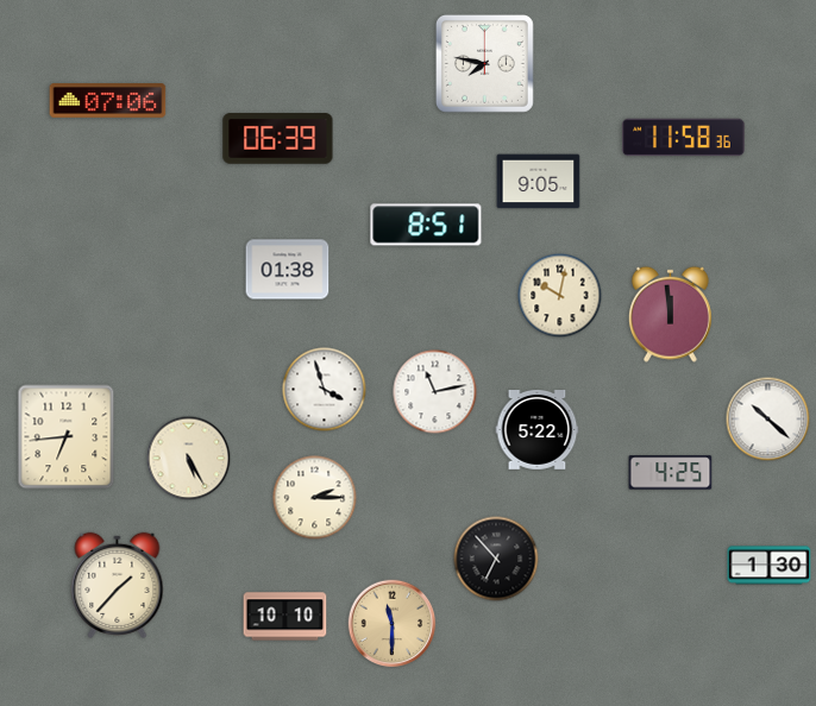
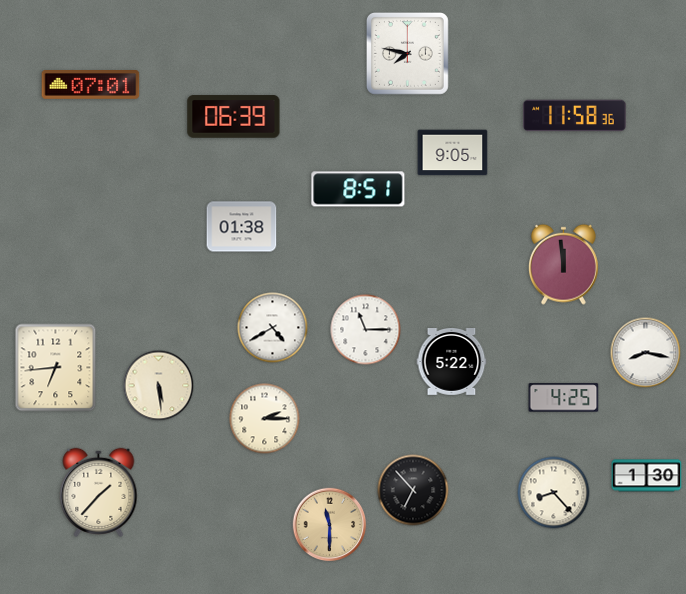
clock at (108, 101): 07:06 -> 07:01
clock at (560, 296): 10:02 -> none
clock at (325, 390): 3:57 -> 4:40
clock at (435, 392): 11:13 -> 11:15
clock at (768, 420): 10:22 -> 8:17
clock at (189, 459): 5:25 -> 5:29
clock at (496, 559) position: (496, 559) -> (413, 490)
clock at (554, 493): none -> 8:23
clock at (285, 617): 10:10 -> none
